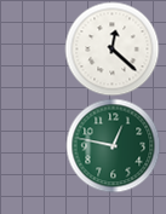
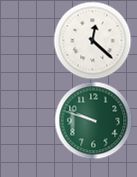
clock at (113, 145): 12:47 -> 9:48
